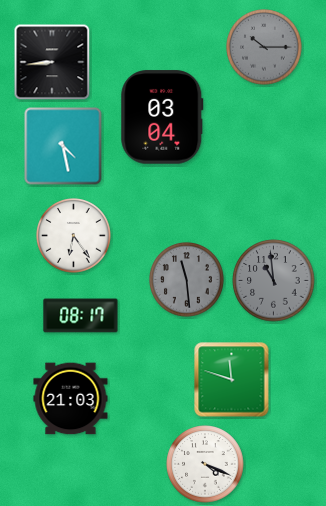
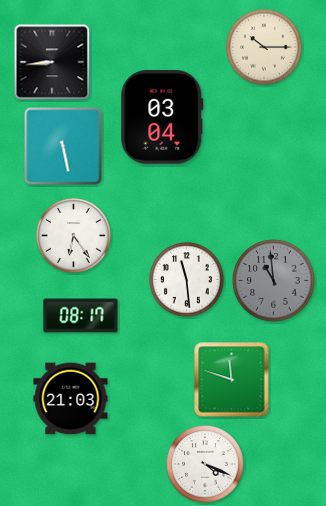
clock at (264, 47) dial: grey -> cream
clock at (63, 146): 4:28 -> 5:28
clock at (187, 280) dial: grey -> white
